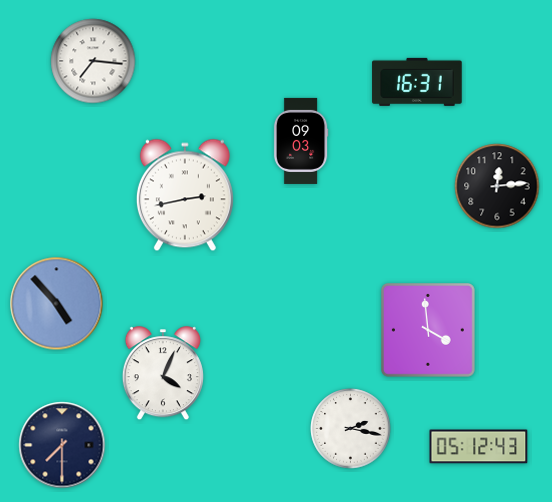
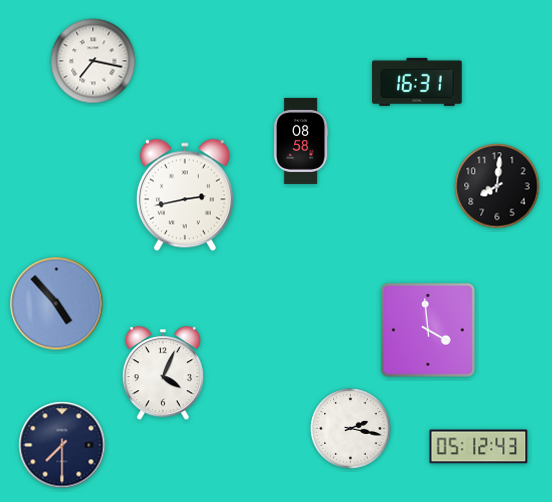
clock at (93, 61): 7:16 -> 7:17
clock at (301, 141): 09:03 -> 08:58
clock at (497, 186): 12:14 -> 8:01
